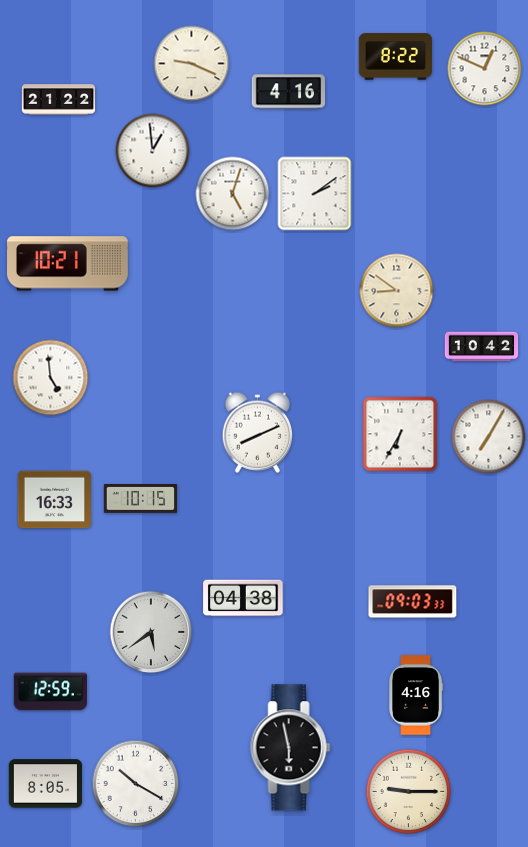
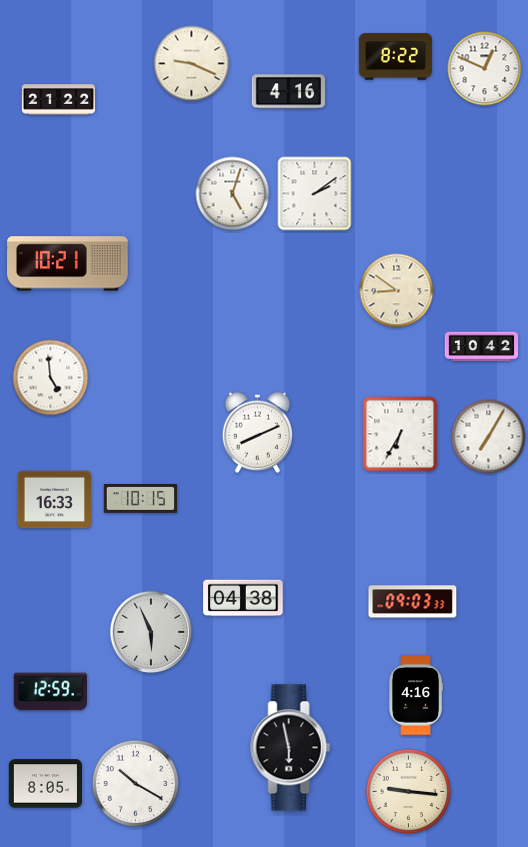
clock at (153, 151): 12:59 -> none
clock at (151, 632): 5:39 -> 5:56
clock at (409, 792): 9:15 -> 9:16
